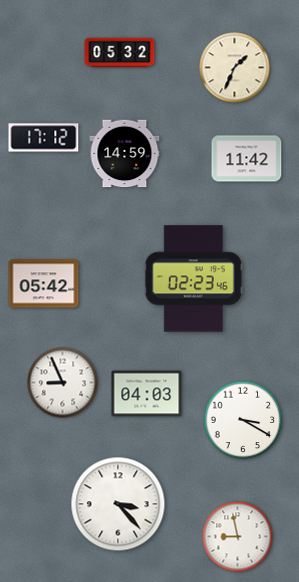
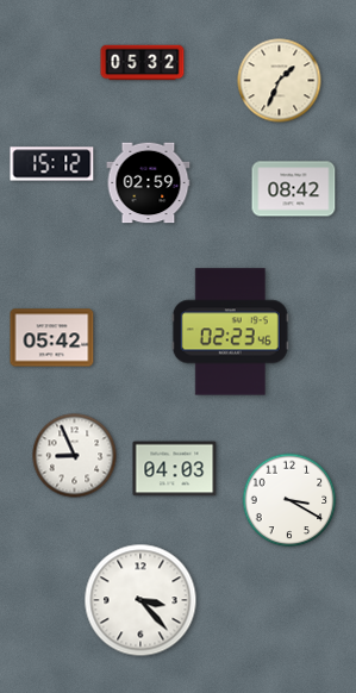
clock at (44, 138): 17:12 -> 15:12
clock at (125, 154): 14:59 -> 02:59
clock at (247, 159): 11:42 -> 08:42
clock at (238, 537): 8:58 -> none
